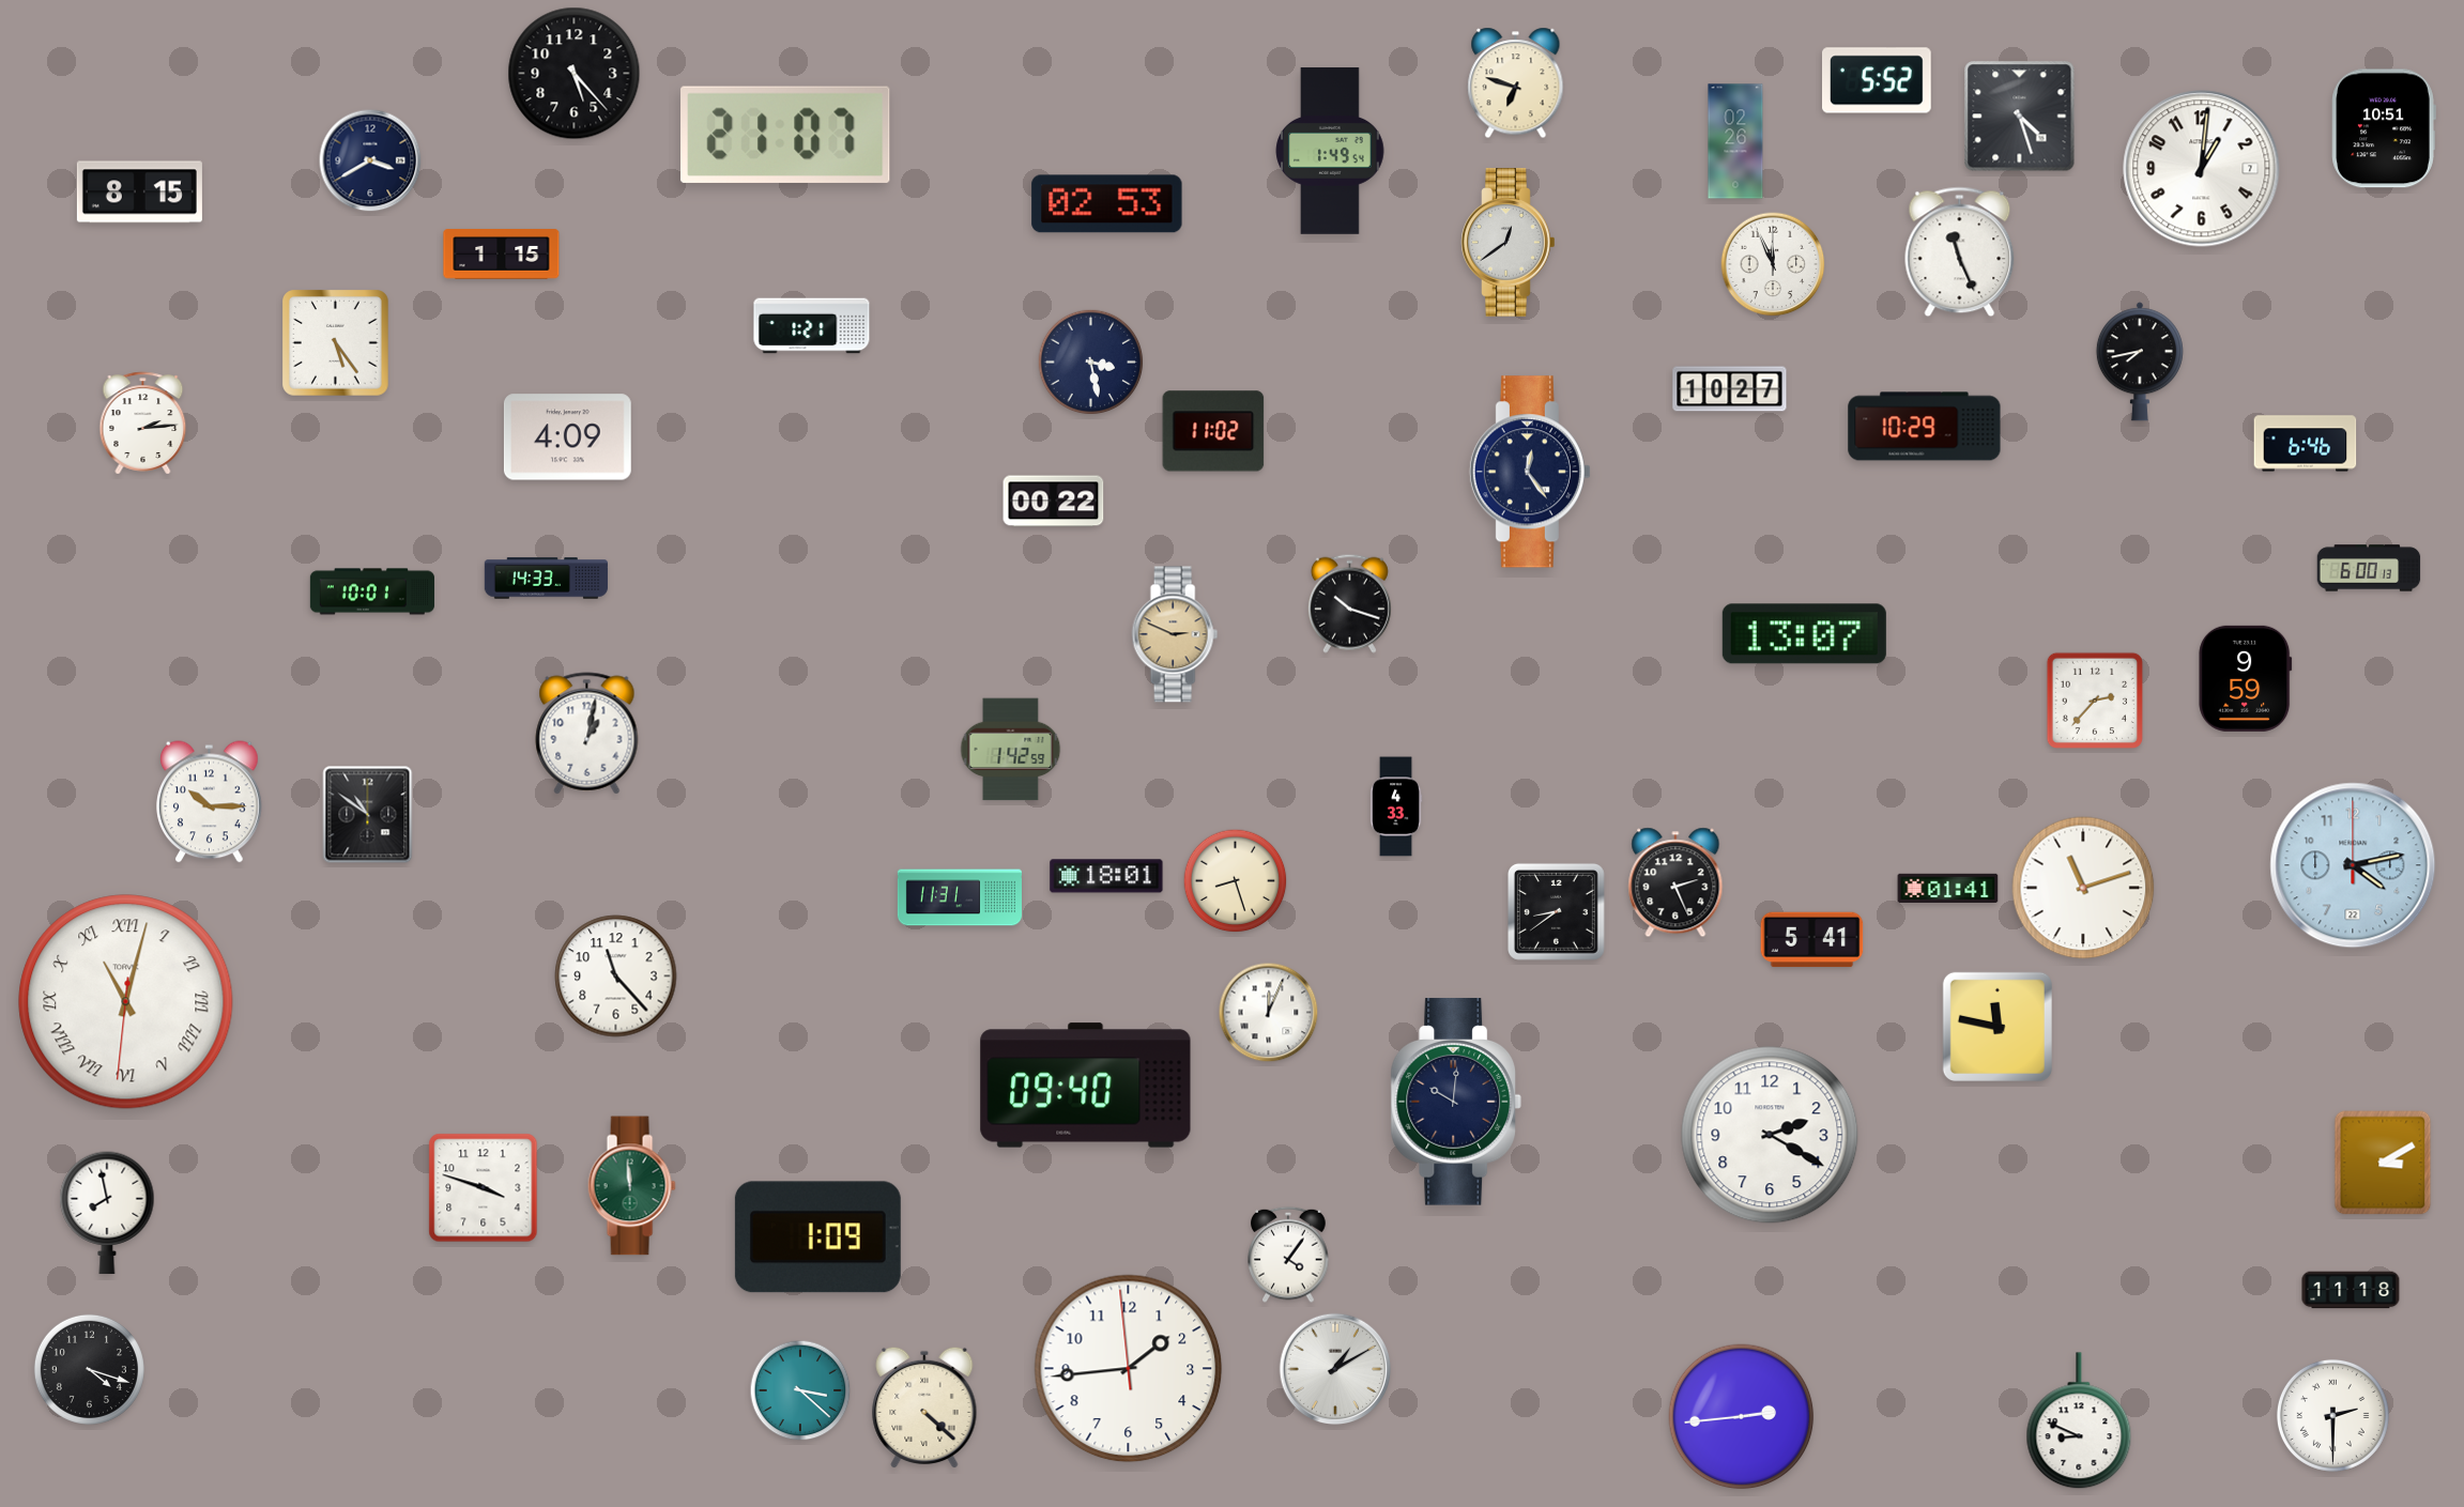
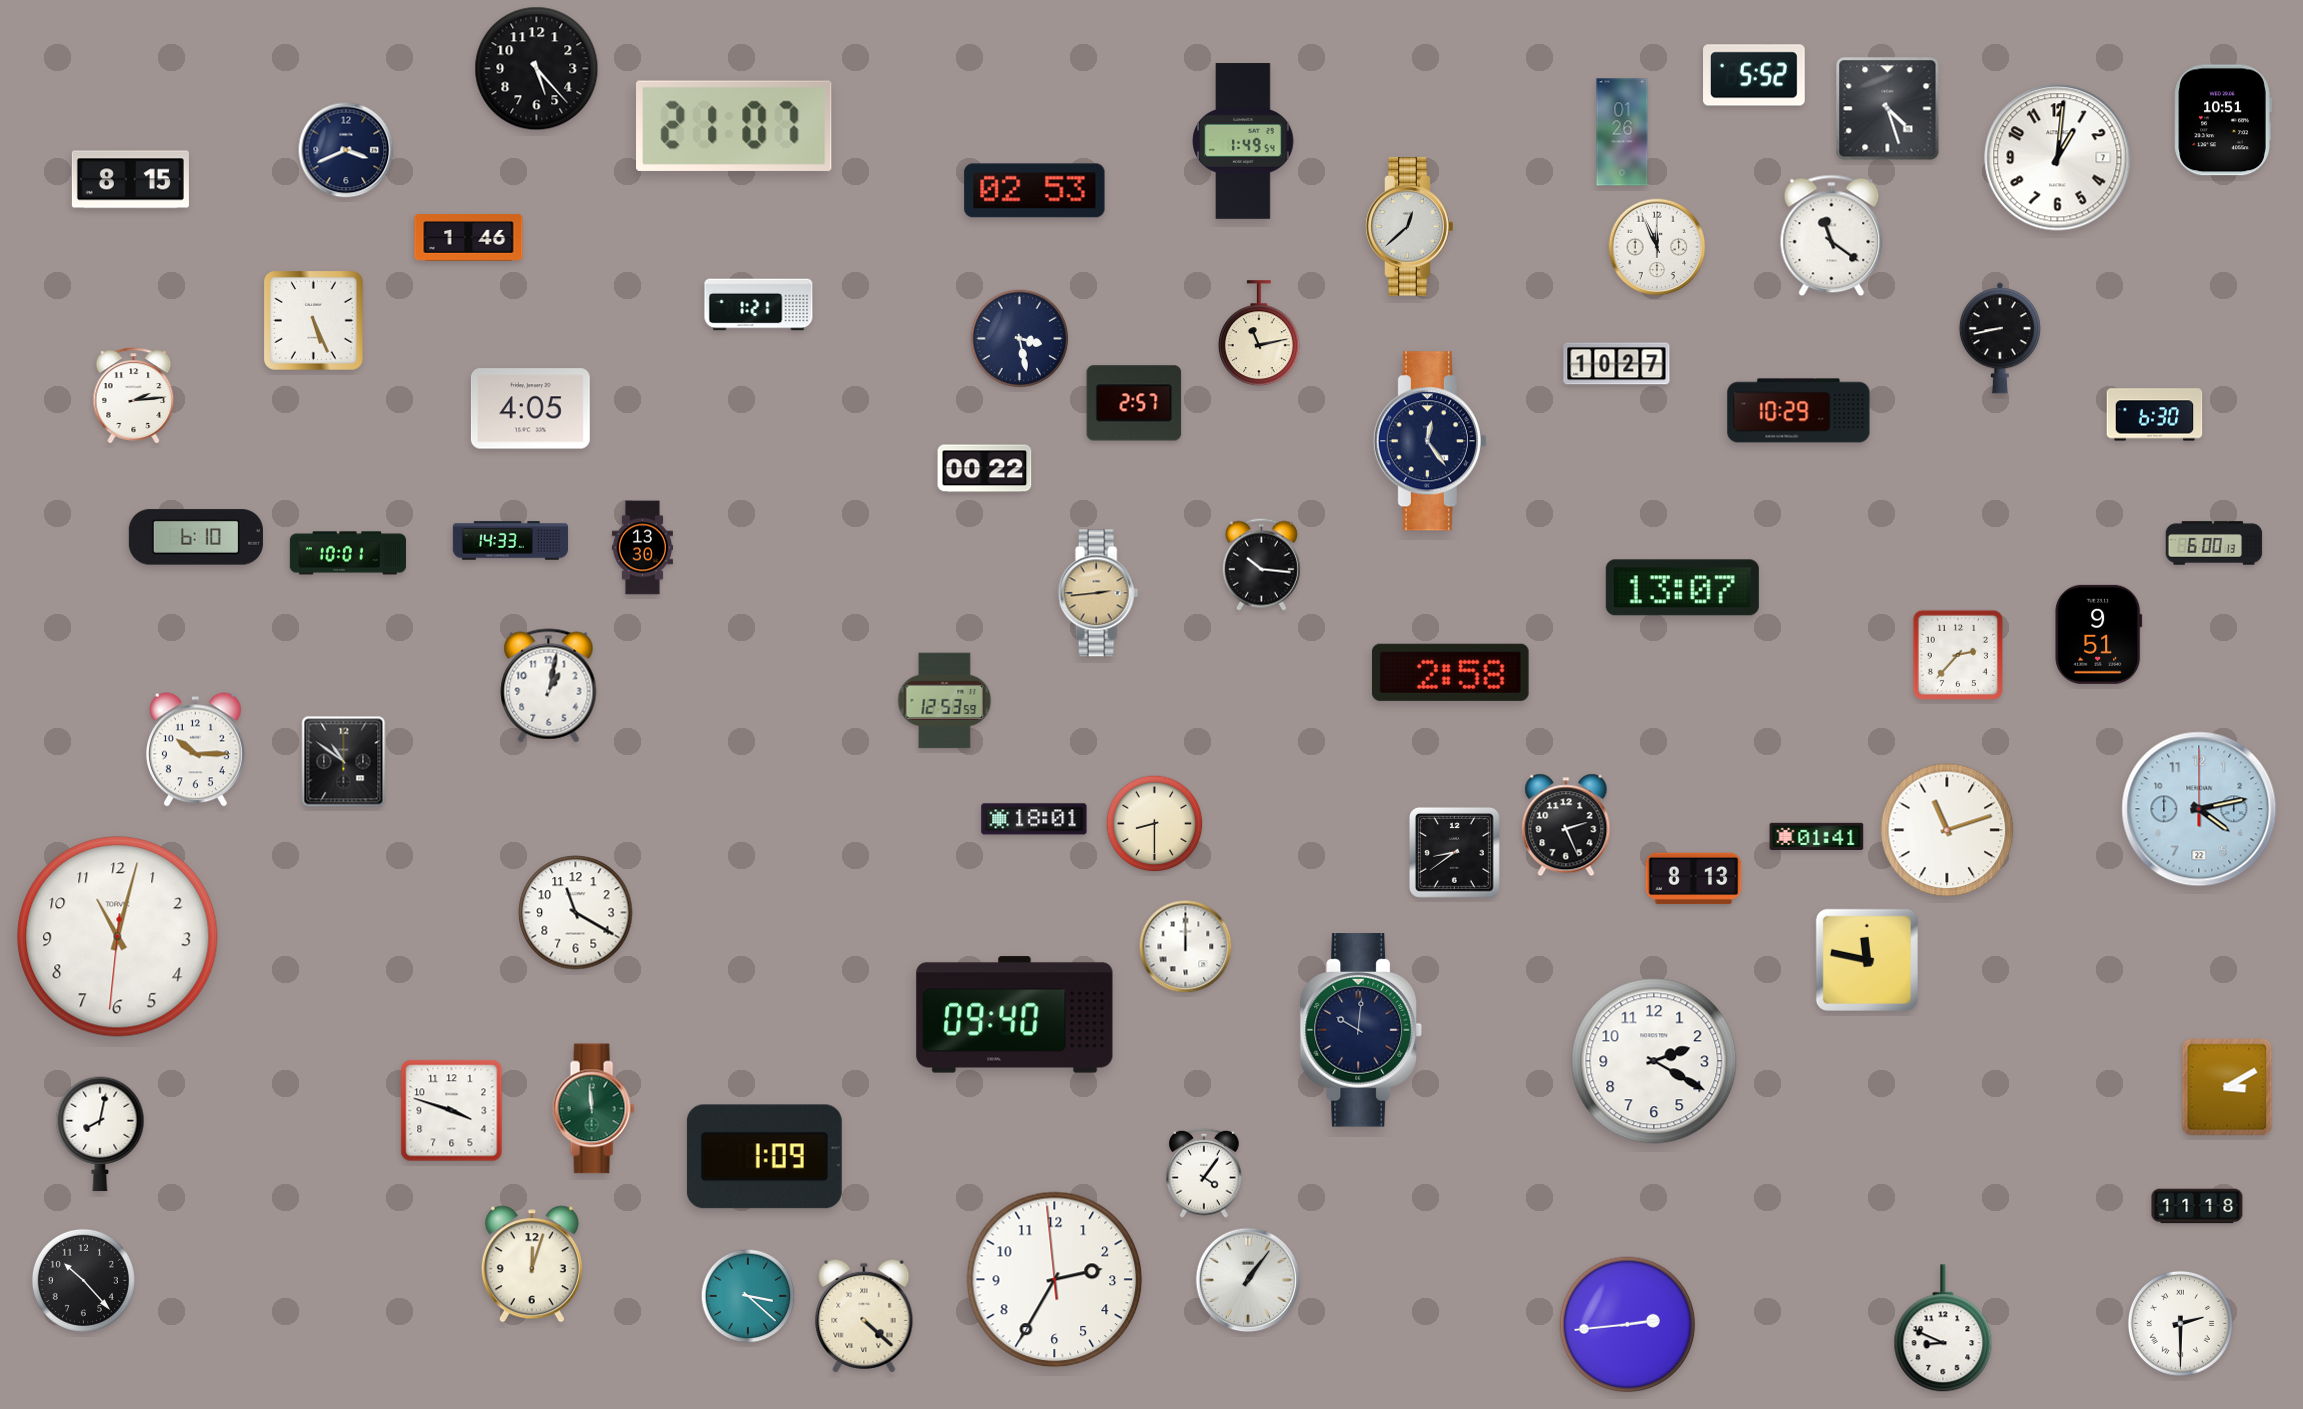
clock at (1516, 83): 6:48 -> none
clock at (2384, 128) position: (2384, 128) -> (2223, 120)
clock at (1735, 141): 02:26 -> 01:26
clock at (370, 160): 3:40 -> 3:41
clock at (1509, 243): 12:39 -> 12:38
clock at (1960, 252): 11:26 -> 11:21
clock at (502, 255): 1:15 -> 1:46
clock at (336, 343): 5:24 -> 5:26
clock at (1259, 334): none -> 11:13
clock at (2140, 362): 7:43 -> 8:43
clock at (1925, 427) position: (1925, 427) -> (1799, 411)
clock at (1213, 431): 11:02 -> 2:57
clock at (567, 437): 4:09 -> 4:05
clock at (2306, 444): 6:46 -> 6:30
clock at (2369, 568) position: (2369, 568) -> (2214, 543)
clock at (196, 537): none -> 6:10
clock at (642, 548): none -> 13:30
clock at (1349, 603): 10:18 -> 10:16
clock at (1175, 634): 2:49 -> 2:44
clock at (1804, 634) position: (1804, 634) -> (1682, 588)
clock at (2246, 678): 9:59 -> 9:51
clock at (1450, 672): none -> 2:58
clock at (1011, 750): 1:42 -> 12:53
clock at (1396, 806): 4:33 -> none
clock at (1236, 881): 8:27 -> 8:30
clock at (1948, 888) position: (1948, 888) -> (1817, 836)
clock at (959, 897): 11:31 -> none
clock at (1812, 940): 5:41 -> 8:13
clock at (616, 977): 11:23 -> 11:20
clock at (126, 1002) numerals: Roman -> Arabic
clock at (1269, 1013): 12:04 -> 12:00
clock at (631, 1186) position: (631, 1186) -> (593, 1109)
clock at (107, 1213): 7:58 -> 8:02
clock at (532, 1264): none -> 12:03
clock at (89, 1369): 4:18 -> 10:23
clock at (1129, 1369): 1:43 -> 2:34
clock at (1335, 1369): 1:10 -> 1:06
clock at (800, 1390) position: (800, 1390) -> (748, 1296)
